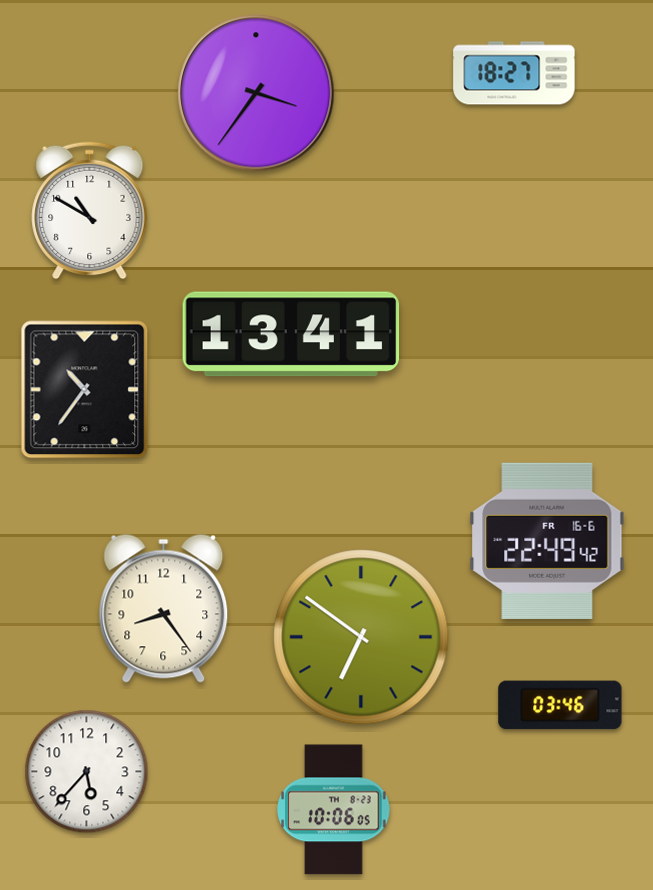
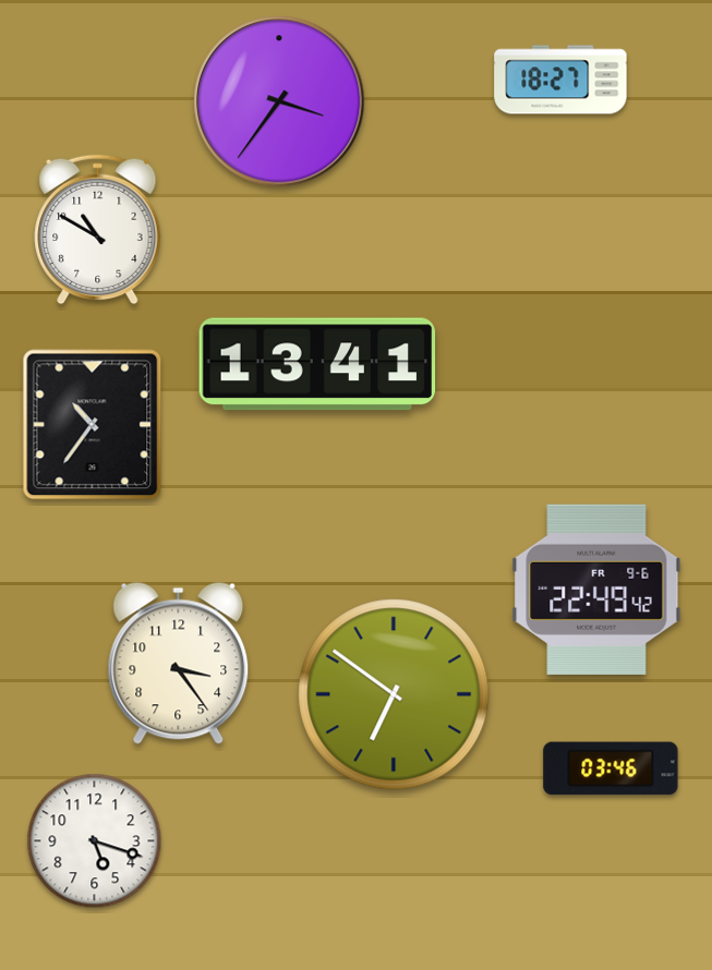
clock at (547, 541) date: FR 16-6 -> FR 9-6
clock at (164, 608): 8:24 -> 3:24
clock at (87, 772): 5:37 -> 5:18
clock at (334, 810): 10:06 -> none
